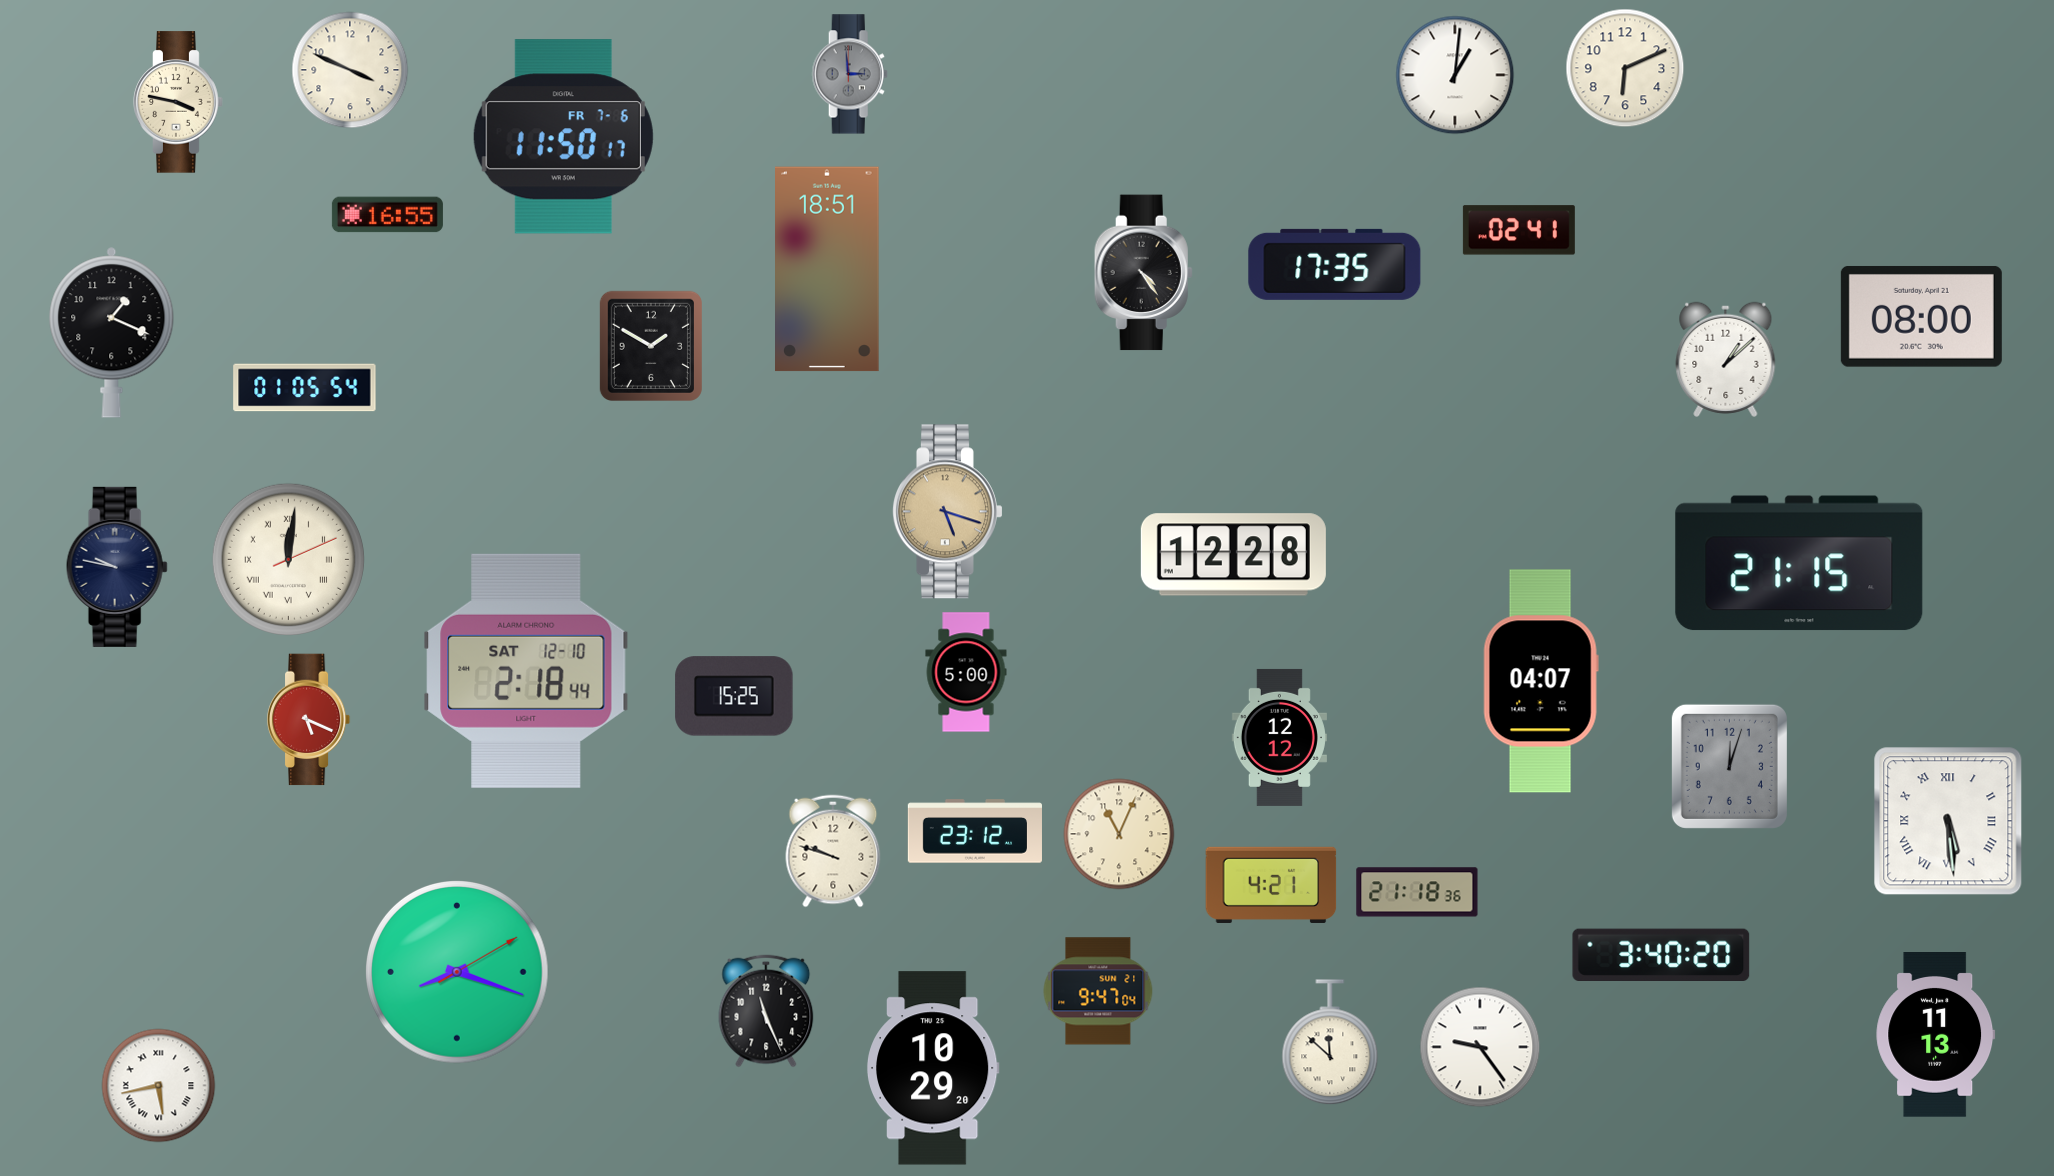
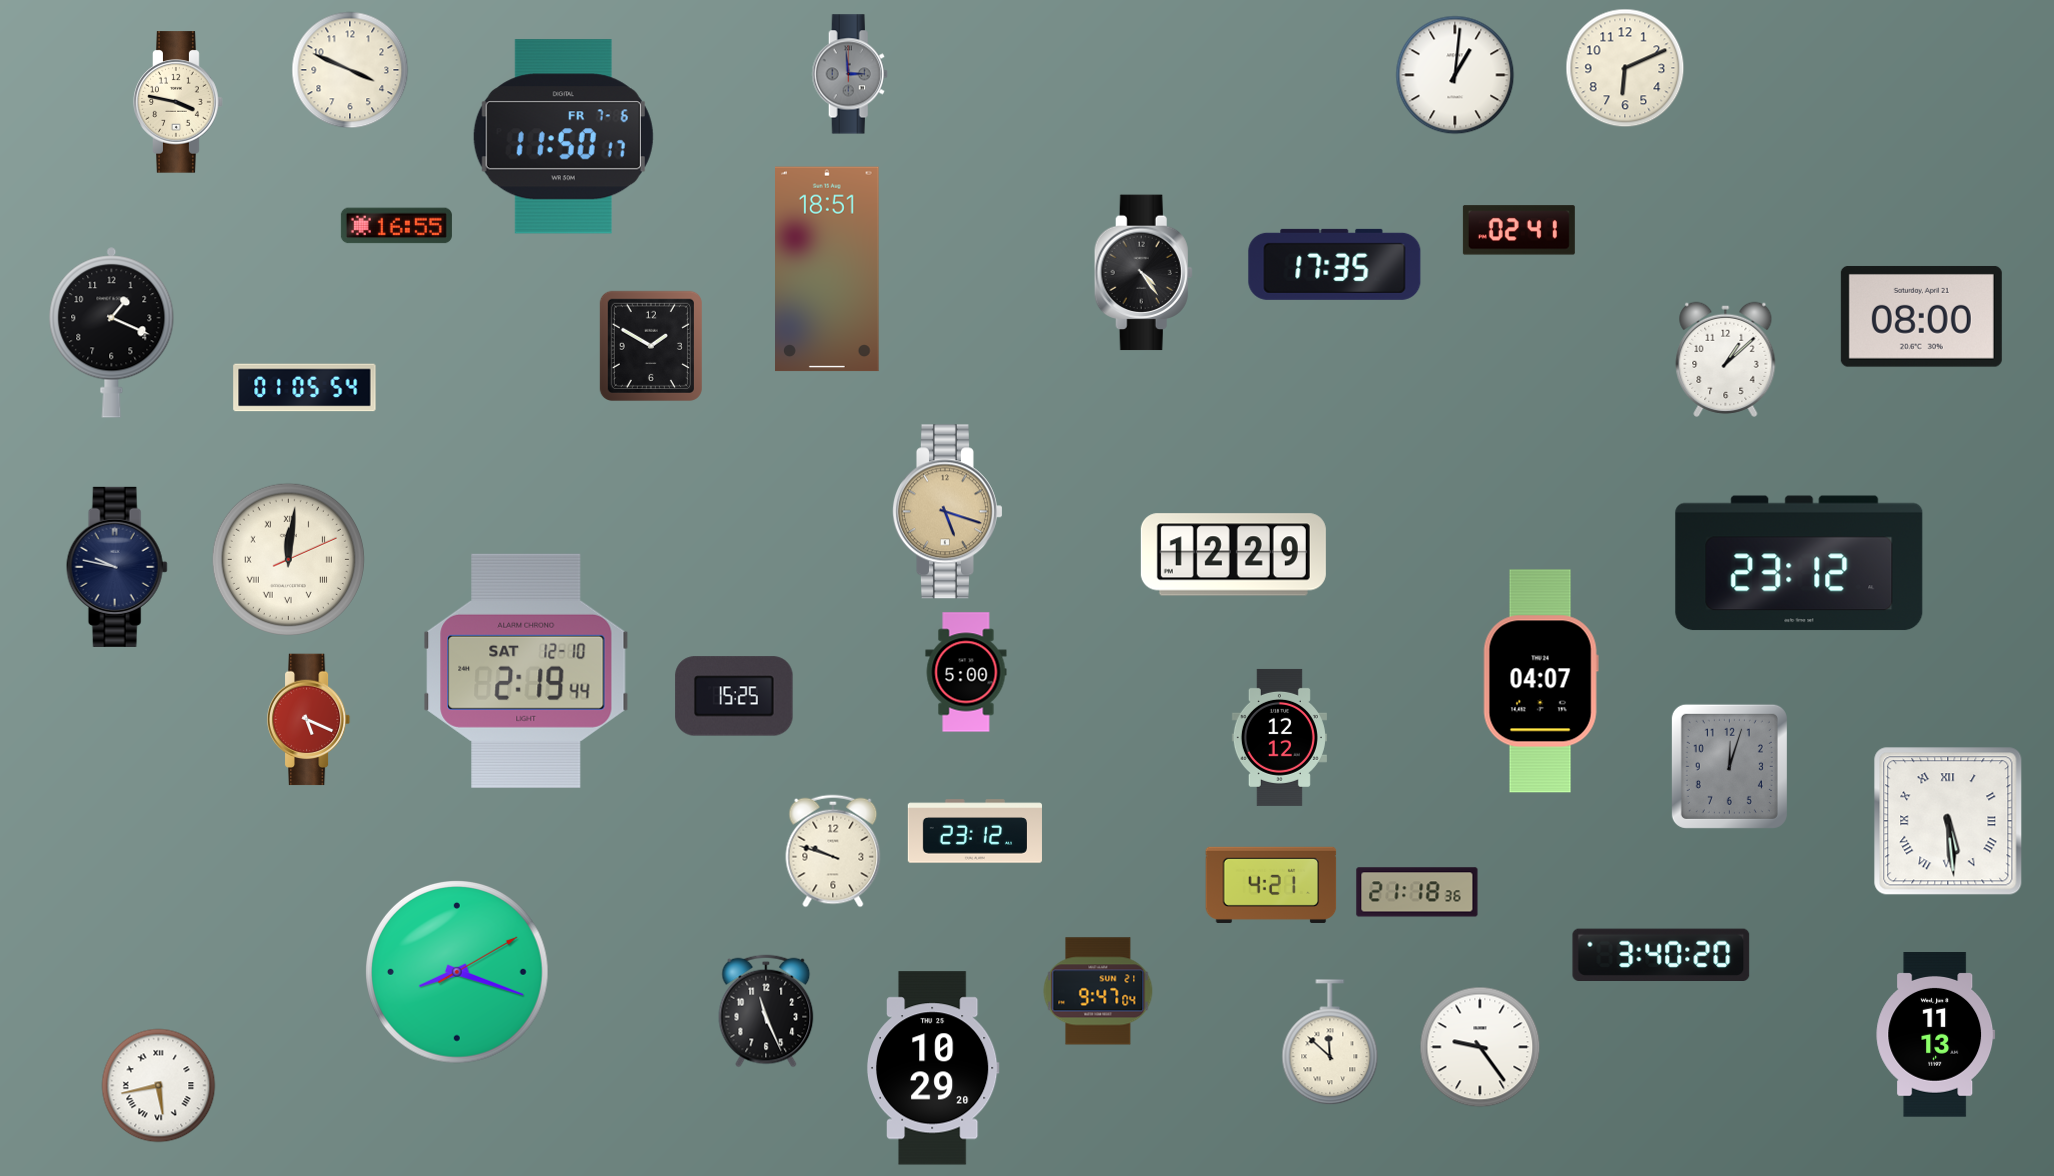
clock at (387, 215) position: (387, 215) -> (396, 226)
clock at (1233, 555): 12:28 -> 12:29
clock at (1799, 563): 21:15 -> 23:12
clock at (526, 671): 2:18 -> 2:19
clock at (1119, 834): 11:04 -> none
